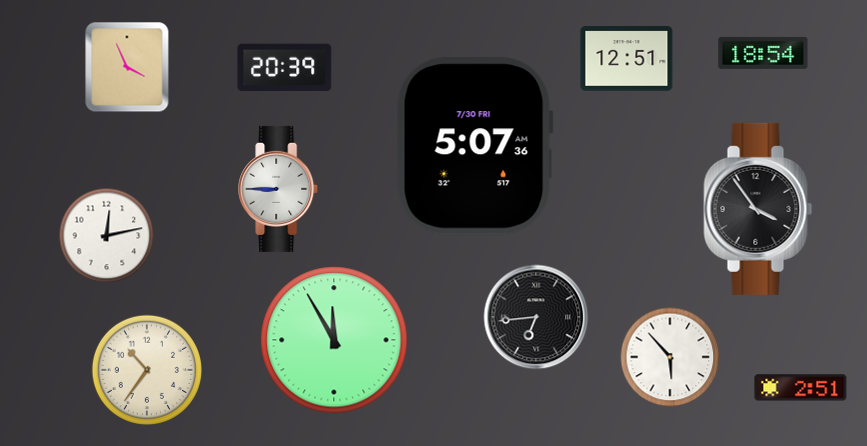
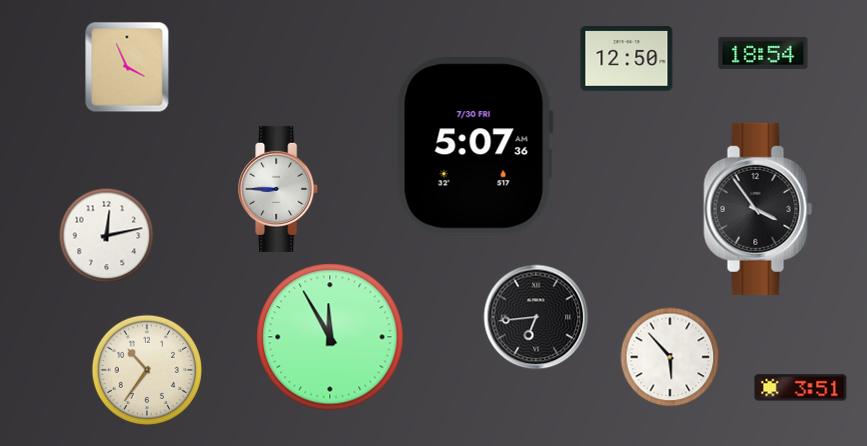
clock at (627, 59): 12:51 -> 12:50
clock at (285, 68): 20:39 -> none
clock at (334, 340) position: (334, 340) -> (330, 337)
clock at (801, 388): 2:51 -> 3:51
